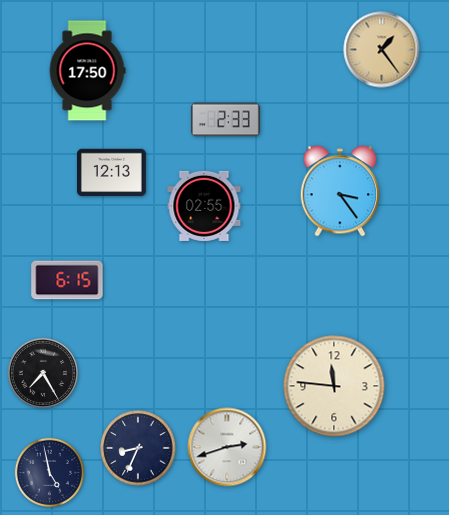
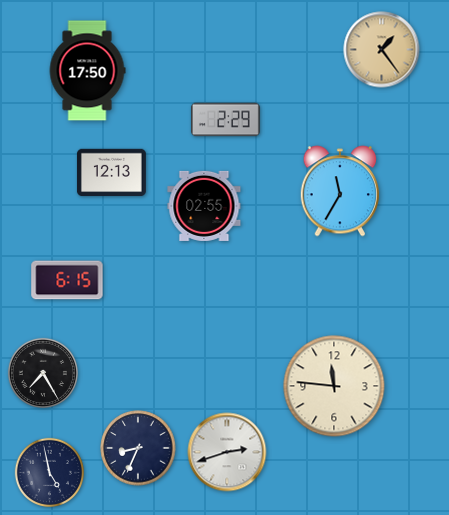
clock at (225, 120): 2:33 -> 2:29
clock at (340, 191): 3:24 -> 11:35
clock at (227, 447) position: (227, 447) -> (227, 452)
